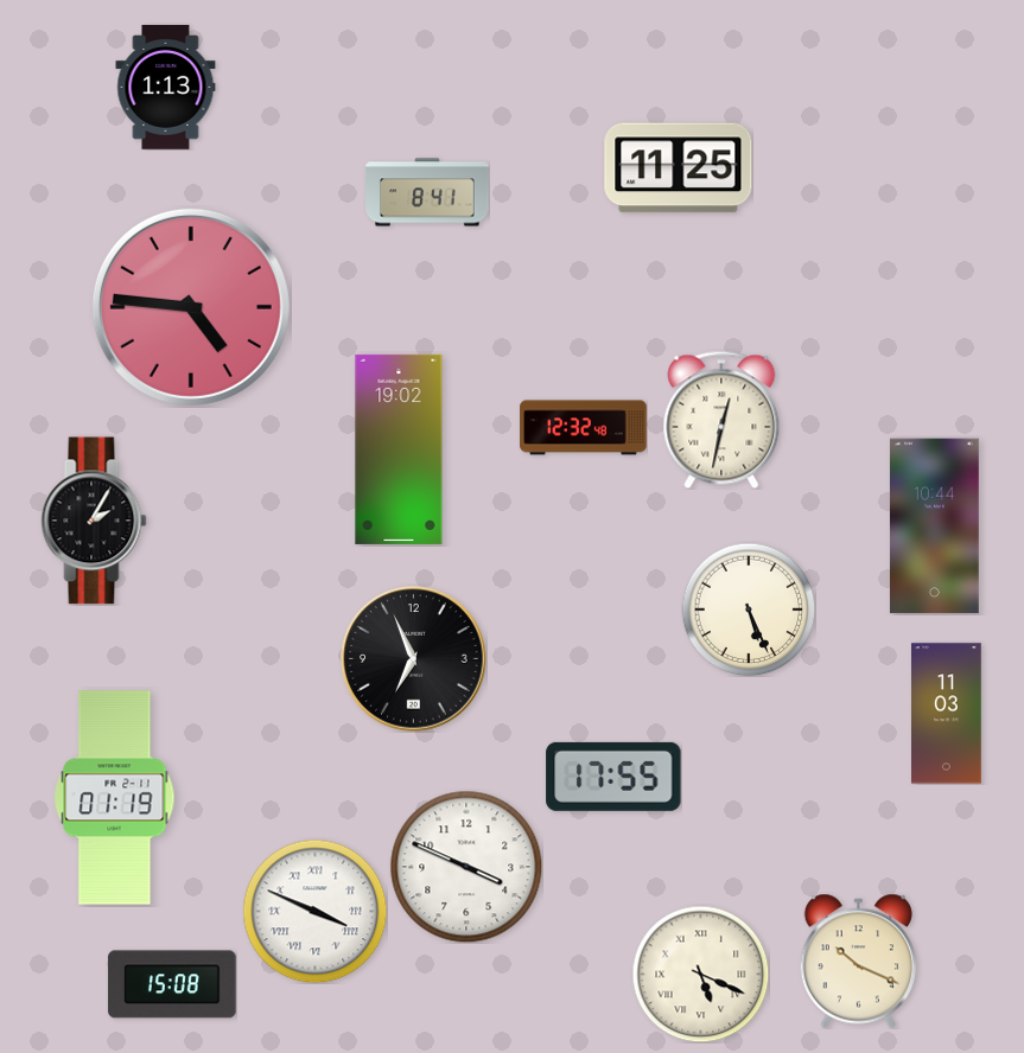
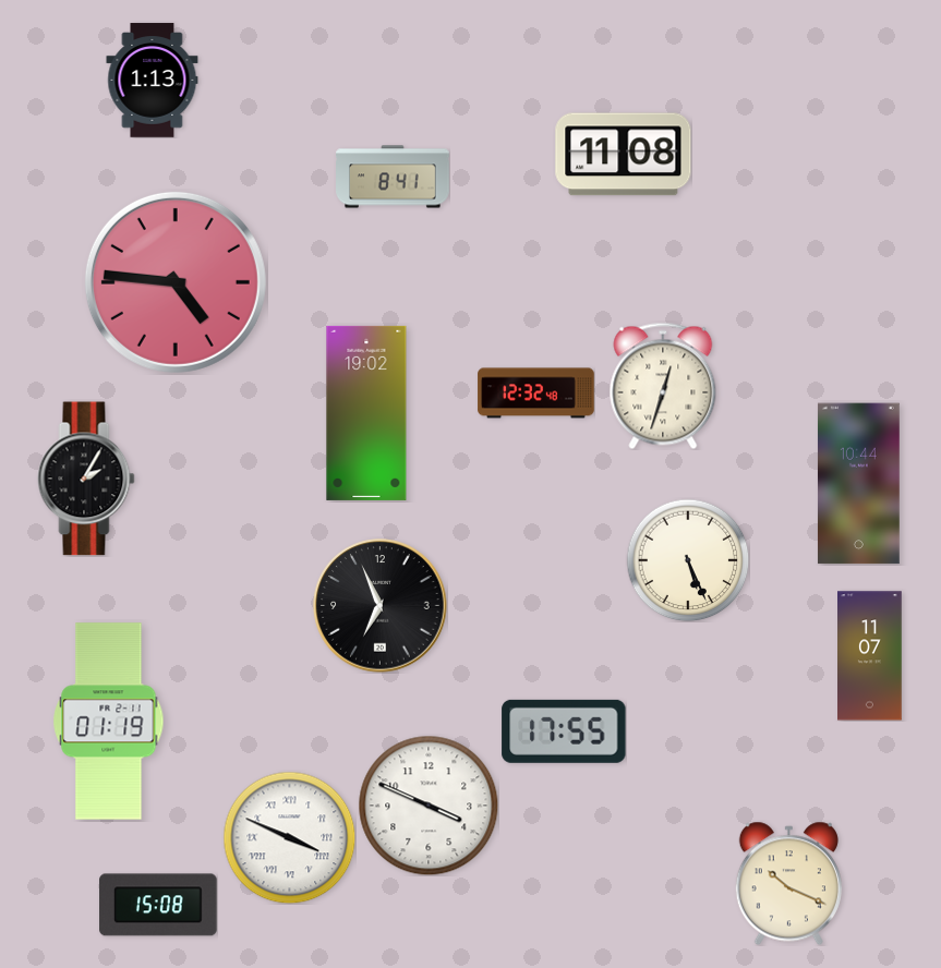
clock at (679, 168): 11:25 -> 11:08
clock at (721, 420): 12:32 -> 12:33
clock at (947, 714): 11:03 -> 11:07
clock at (613, 777) position: (613, 777) -> (564, 731)
clock at (115, 798) position: (115, 798) -> (109, 722)
clock at (466, 867) position: (466, 867) -> (429, 806)
clock at (700, 974): 5:19 -> none
